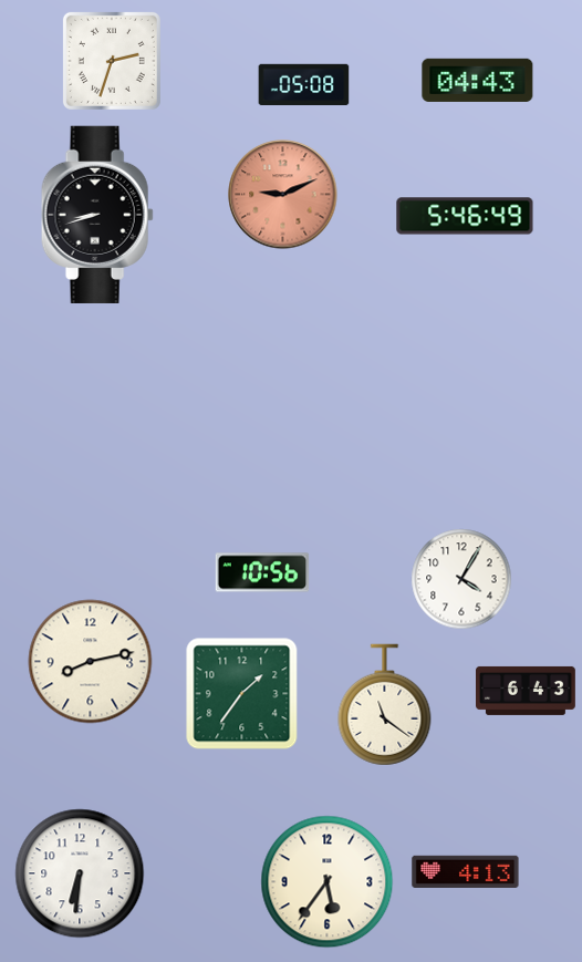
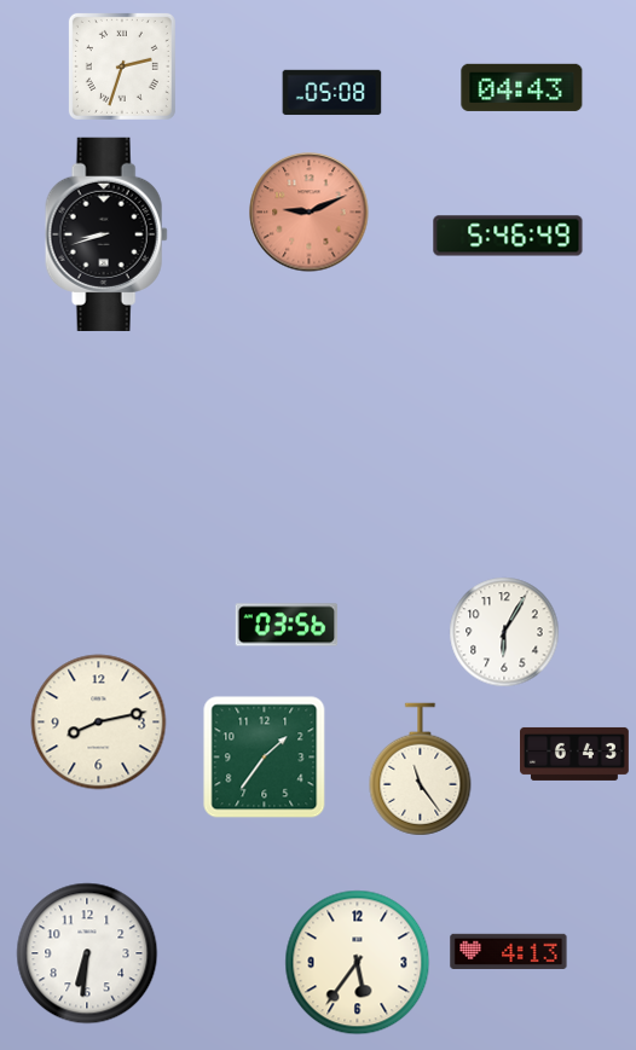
clock at (262, 572): 10:56 -> 03:56
clock at (461, 579): 4:05 -> 6:05
clock at (385, 705): 11:21 -> 11:24
